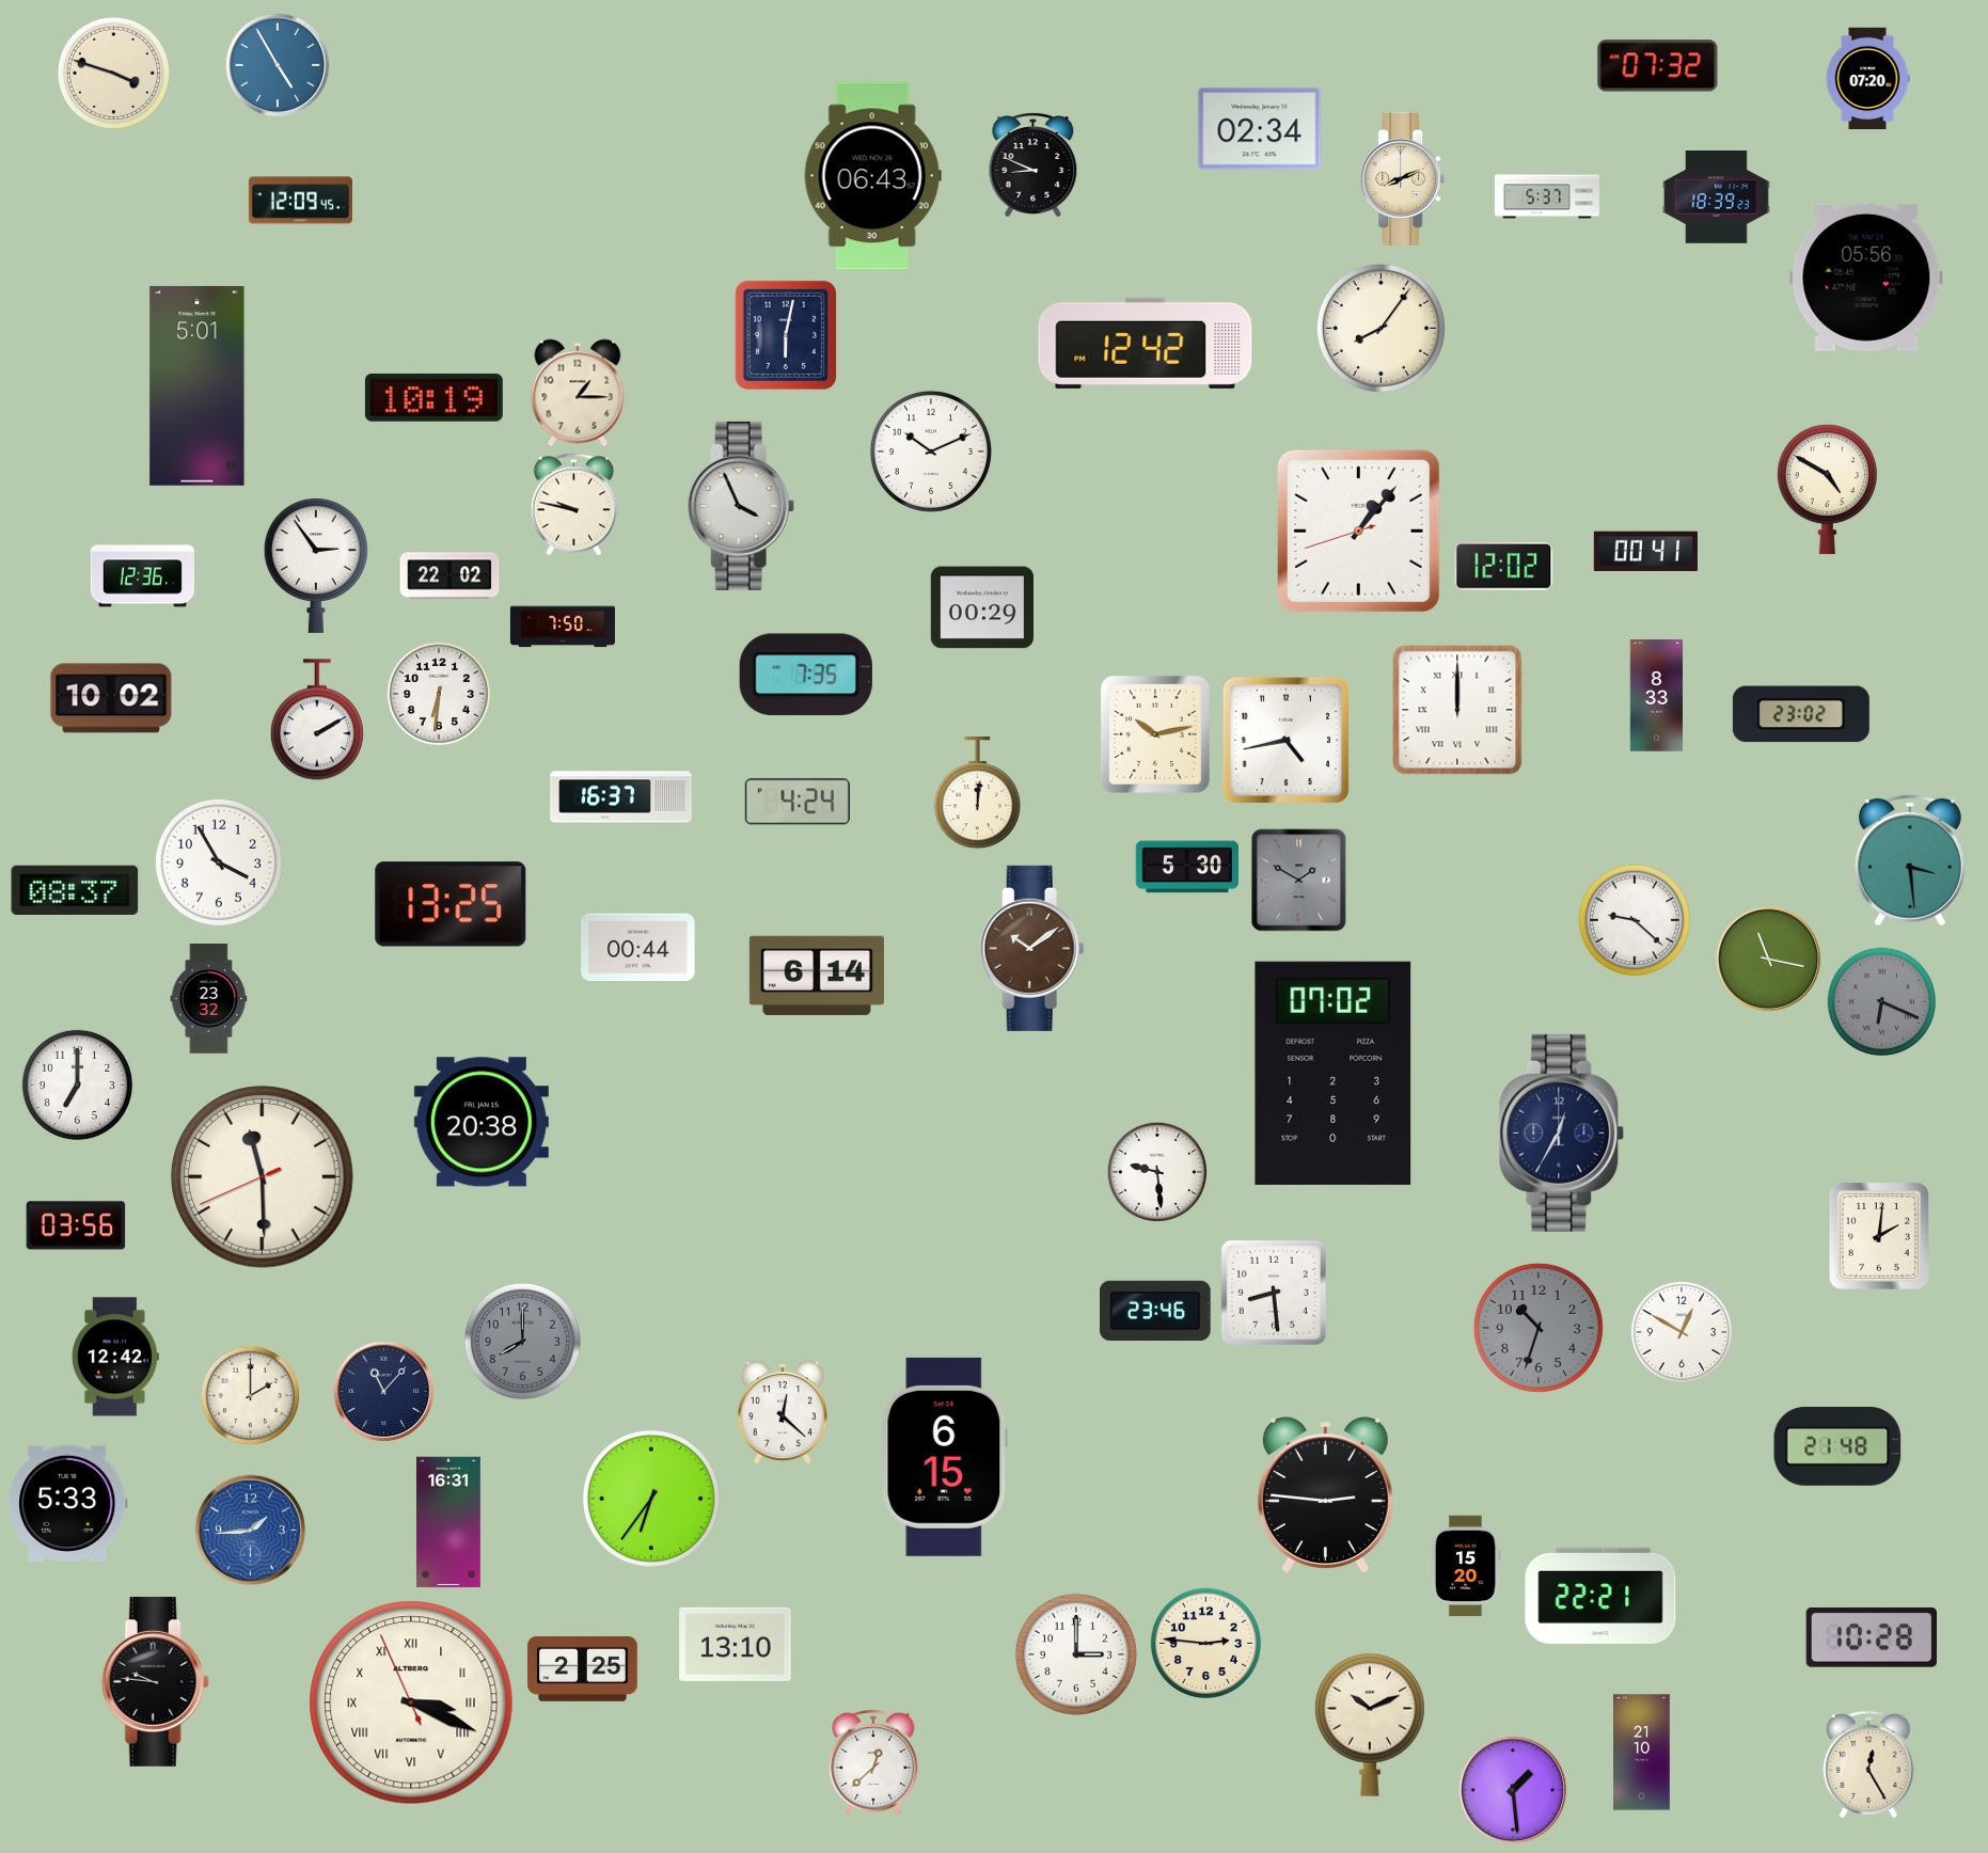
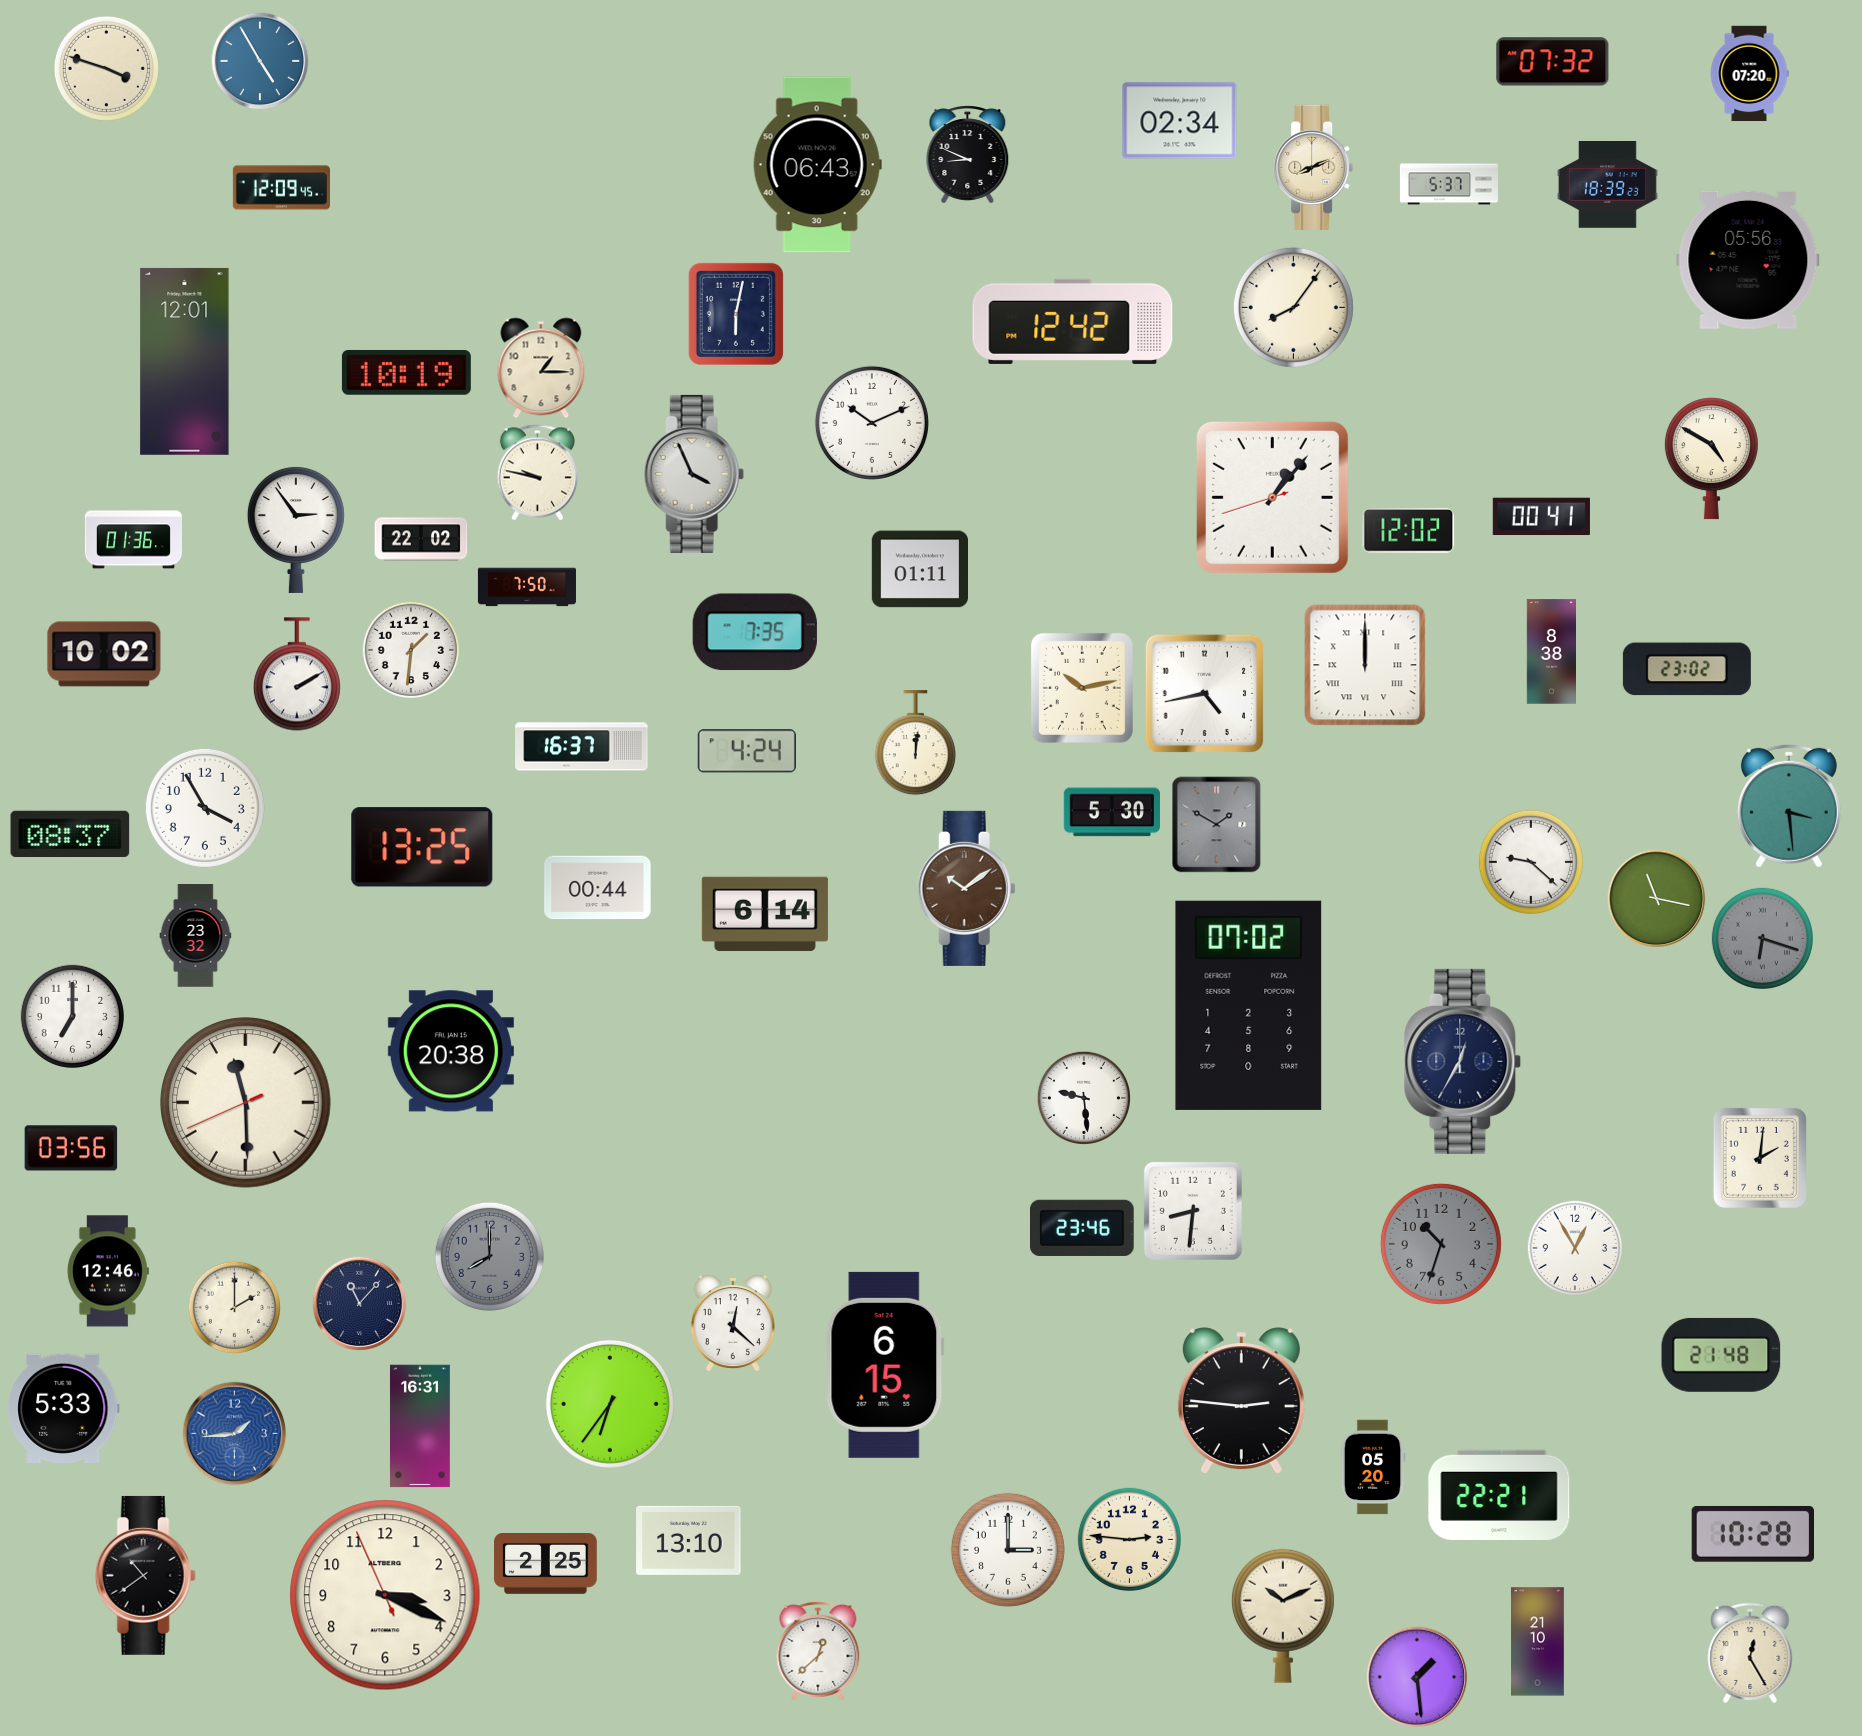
clock at (198, 385): 5:01 -> 12:01
clock at (142, 576): 12:36 -> 01:36
clock at (981, 607): 00:29 -> 01:11
clock at (438, 693): 6:31 -> 1:31
clock at (1657, 696): 8:33 -> 8:38
clock at (1881, 1001): 6:19 -> 6:18
clock at (1274, 1293): 8:29 -> 8:31
clock at (1681, 1331): 12:50 -> 12:55
clock at (115, 1357): 12:42 -> 12:46
clock at (1466, 1566): 15:20 -> 05:20
clock at (155, 1681): 9:46 -> 10:39
clock at (411, 1702) numerals: Roman -> Arabic
